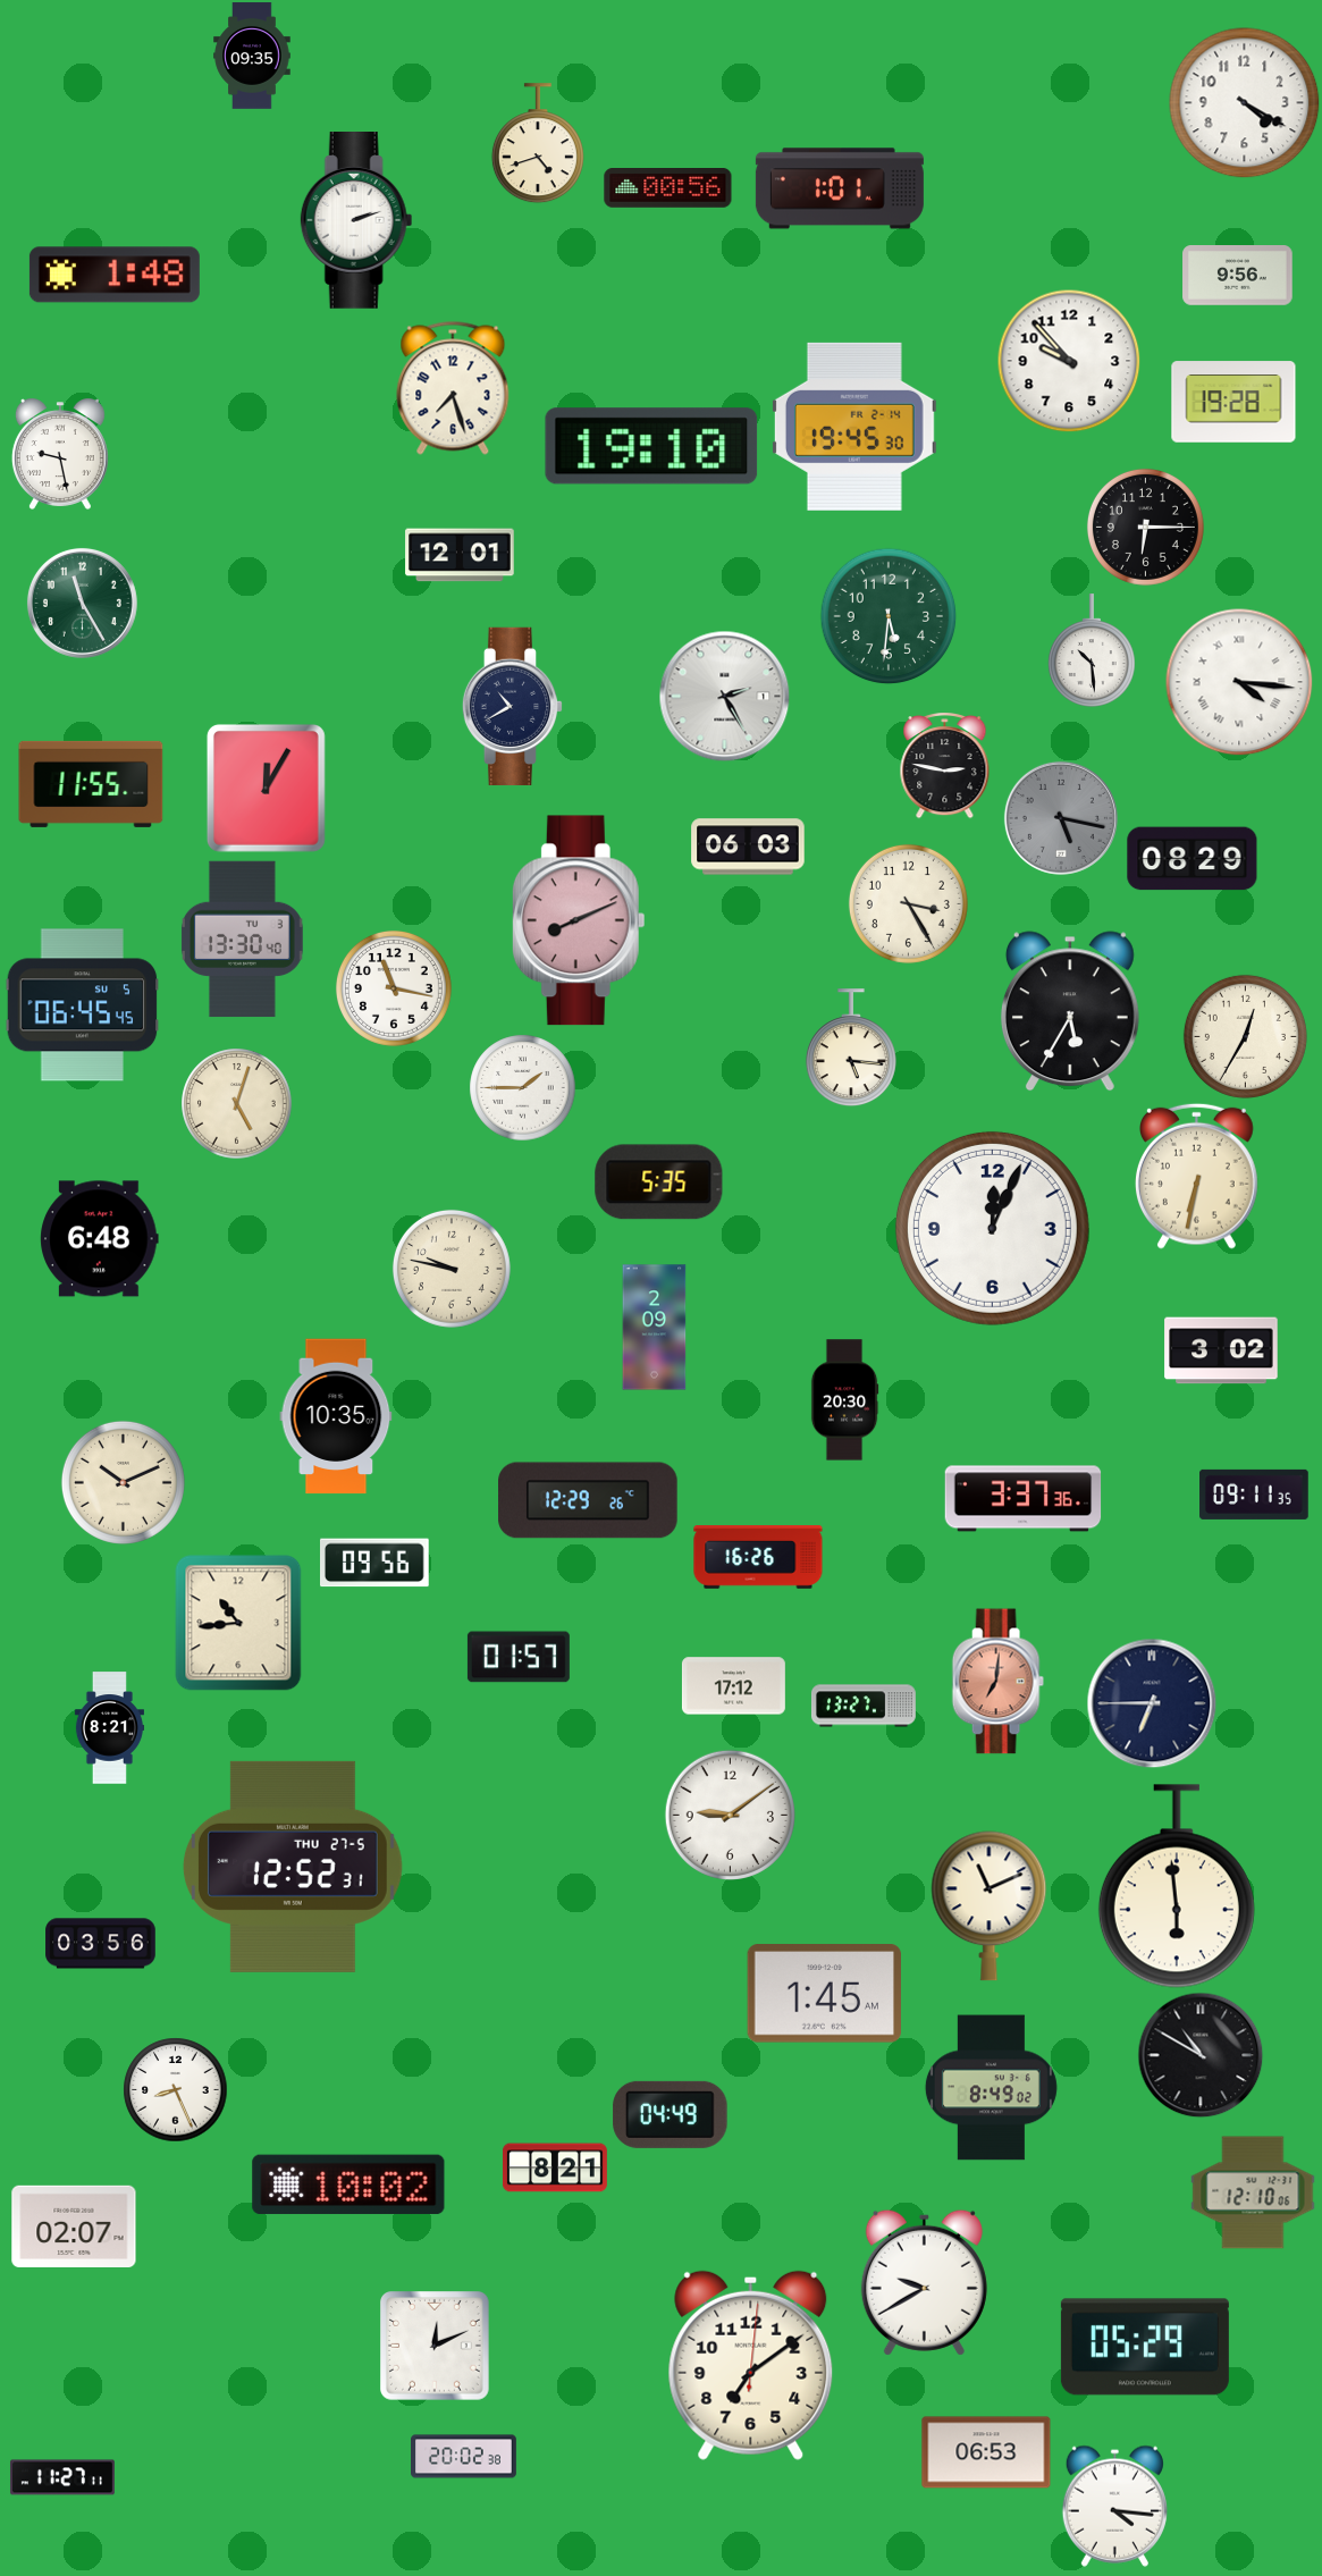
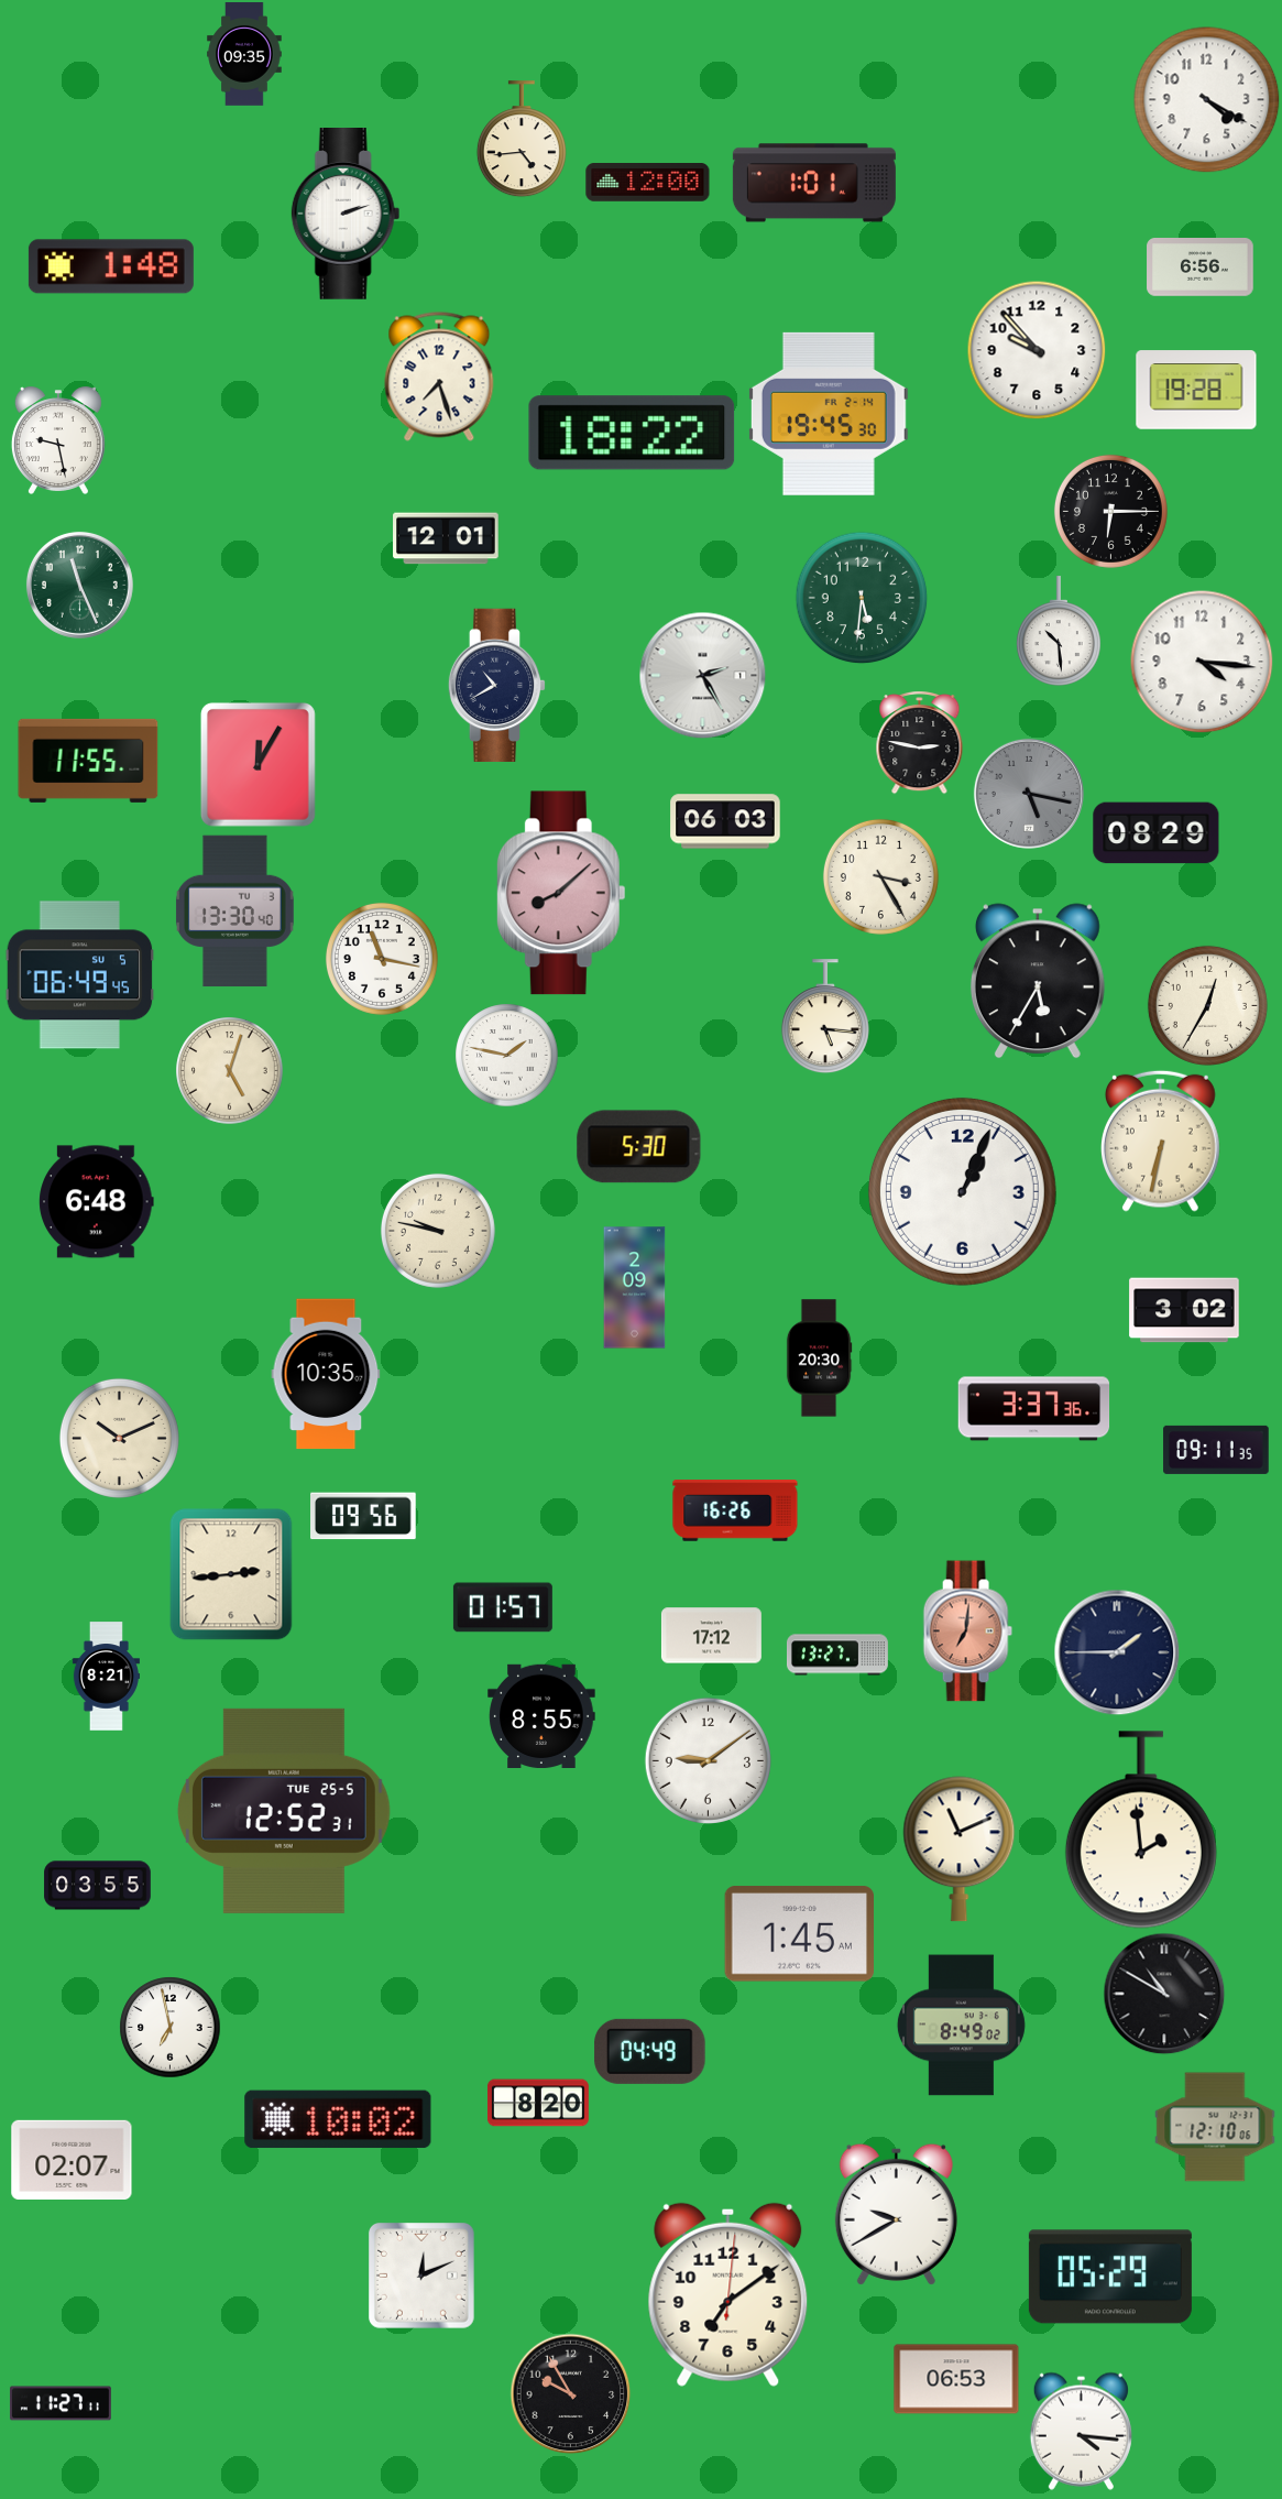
clock at (538, 143): 4:42 -> 4:44
clock at (668, 188): 00:56 -> 12:00
clock at (1238, 276): 9:56 -> 6:56
clock at (651, 446): 19:10 -> 18:22
clock at (82, 603): 11:25 -> 11:26
clock at (1239, 682) numerals: Roman -> Arabic
clock at (945, 765) position: (945, 765) -> (920, 742)
clock at (579, 920): 8:11 -> 8:08
clock at (83, 1005): 06:45 -> 06:49
clock at (522, 1087): 1:45 -> 1:47
clock at (659, 1182): 5:35 -> 5:30
clock at (992, 1228): 12:04 -> 1:04
clock at (1024, 1499) position: (1024, 1499) -> (1034, 1409)
clock at (588, 1500): 12:29 -> none
clock at (238, 1623): 10:44 -> 2:44
clock at (1152, 1703): 6:45 -> 1:45
clock at (541, 1715): none -> 8:55
clock at (293, 1867) date: THU 27-5 -> TUE 25-5
clock at (1177, 1886): 5:59 -> 1:59
clock at (101, 1944): 03:56 -> 03:55
clock at (175, 2089): 8:26 -> 6:58
clock at (555, 2167): 8:21 -> 8:20
clock at (464, 2457): 20:02 -> none
clock at (570, 2393): none -> 9:55
